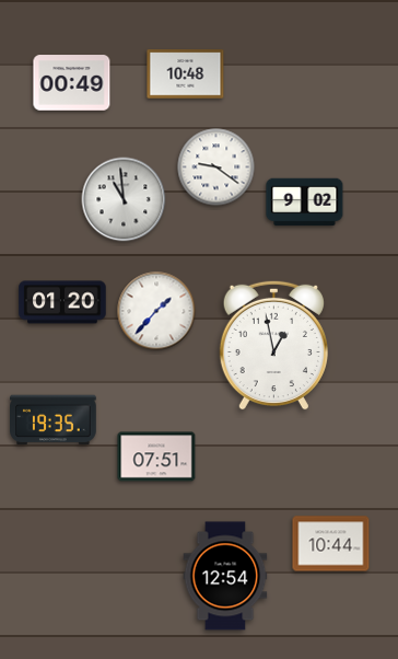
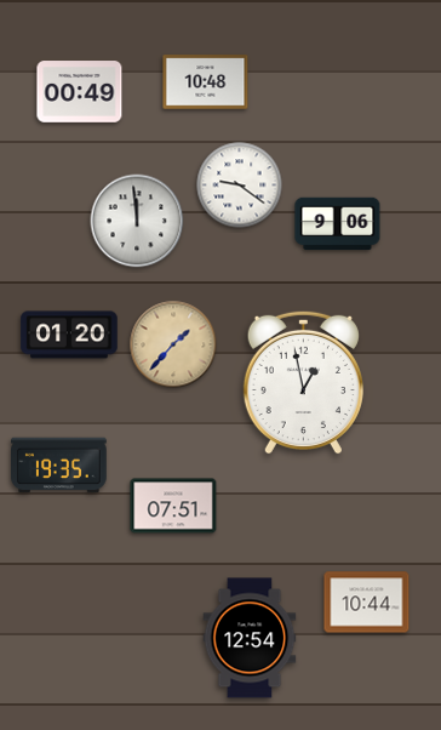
clock at (124, 199): 10:59 -> 11:59
clock at (305, 203): 9:02 -> 9:06
clock at (156, 311) dial: white -> champagne
